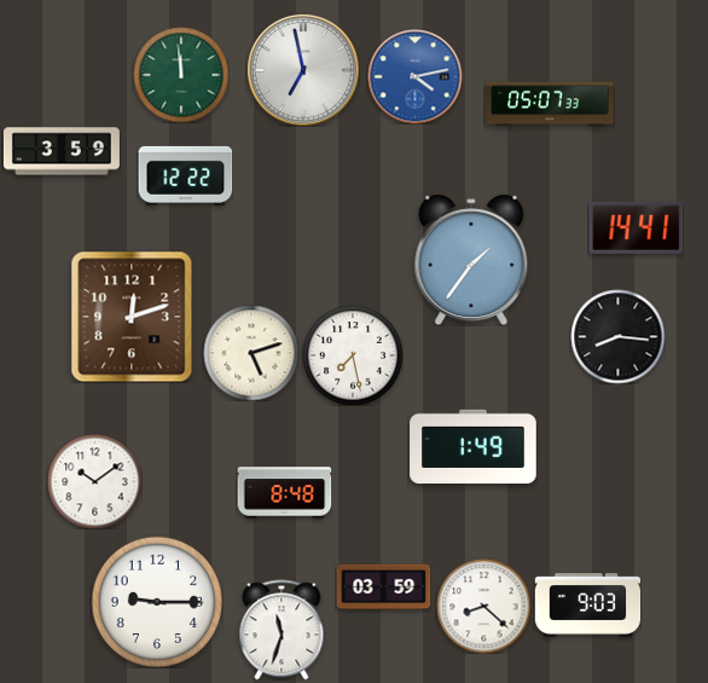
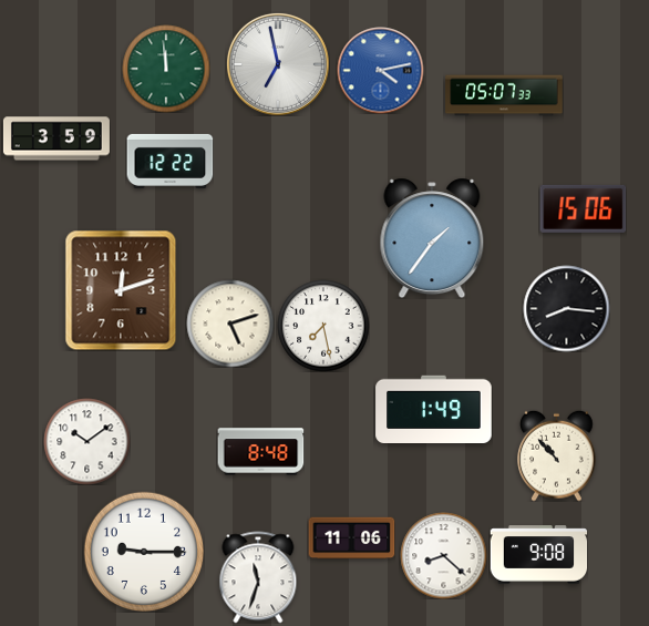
clock at (636, 227): 14:41 -> 15:06
clock at (557, 455): none -> 10:53
clock at (383, 588): 03:59 -> 11:06
clock at (587, 606): 9:03 -> 9:08
